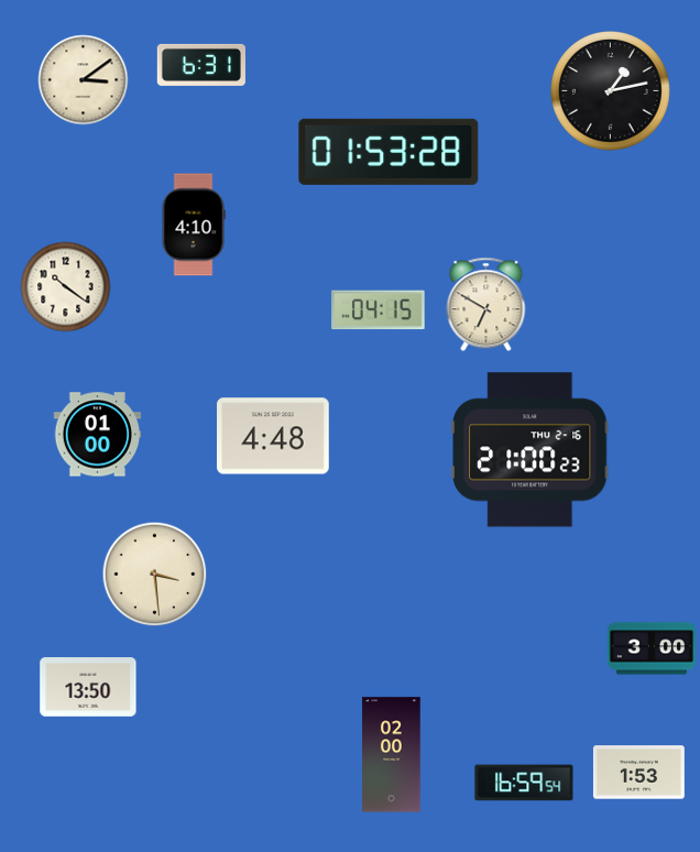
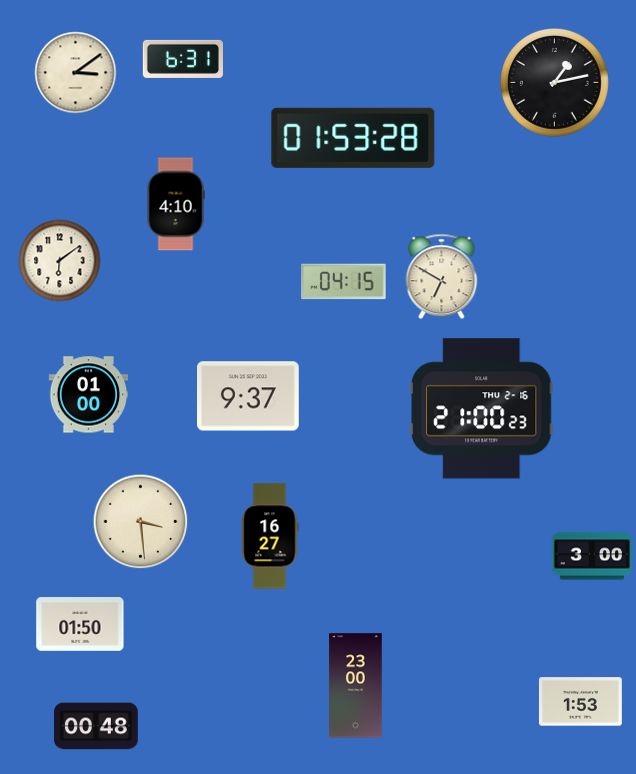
clock at (66, 287): 10:21 -> 6:09
clock at (274, 436): 4:48 -> 9:37
clock at (270, 536): none -> 16:27
clock at (650, 648) position: (650, 648) -> (591, 556)
clock at (88, 687): 13:50 -> 01:50
clock at (392, 755): 02:00 -> 23:00
clock at (524, 783): 16:59 -> none
clock at (96, 726): none -> 00:48
